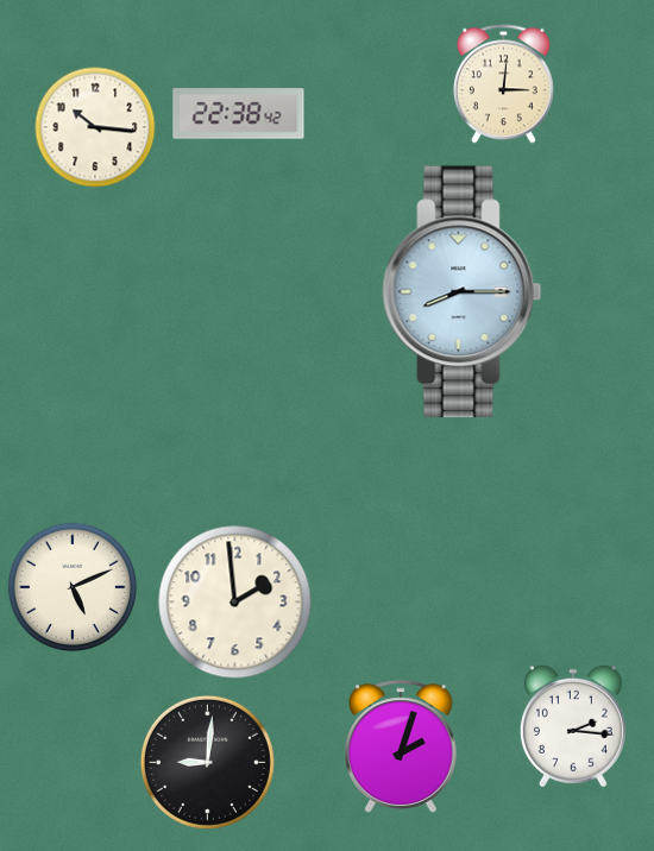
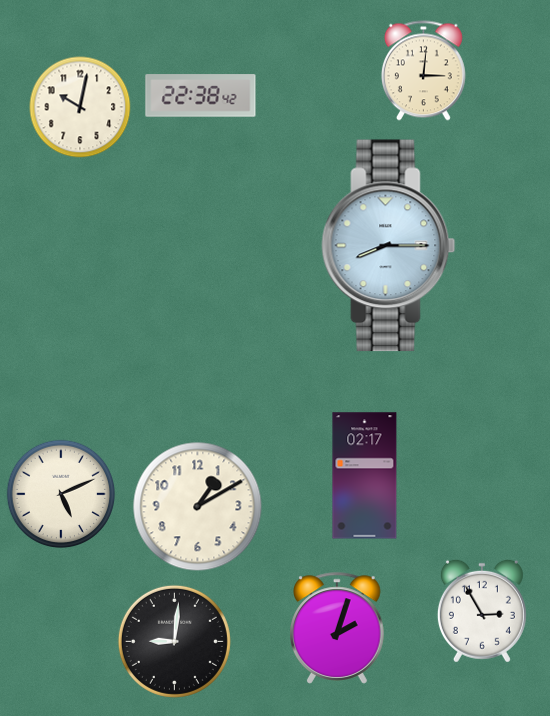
clock at (95, 127): 10:16 -> 10:02
clock at (365, 476): none -> 02:17
clock at (235, 603): 1:59 -> 1:10
clock at (573, 726): 2:16 -> 2:55
